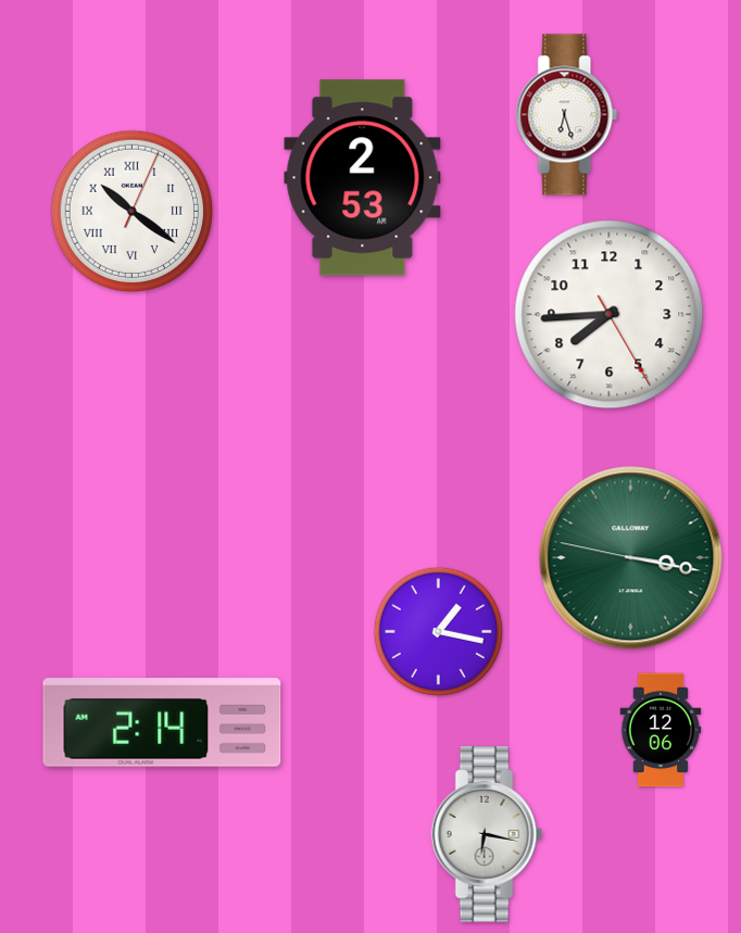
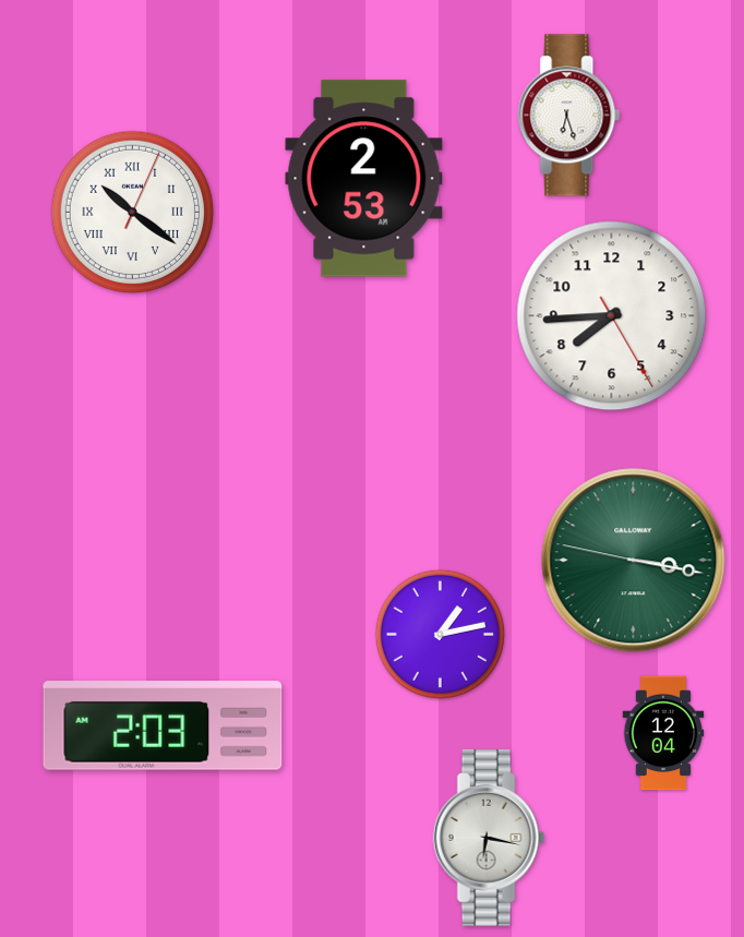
clock at (438, 631): 1:17 -> 1:13
clock at (162, 722): 2:14 -> 2:03
clock at (661, 730): 12:06 -> 12:04
